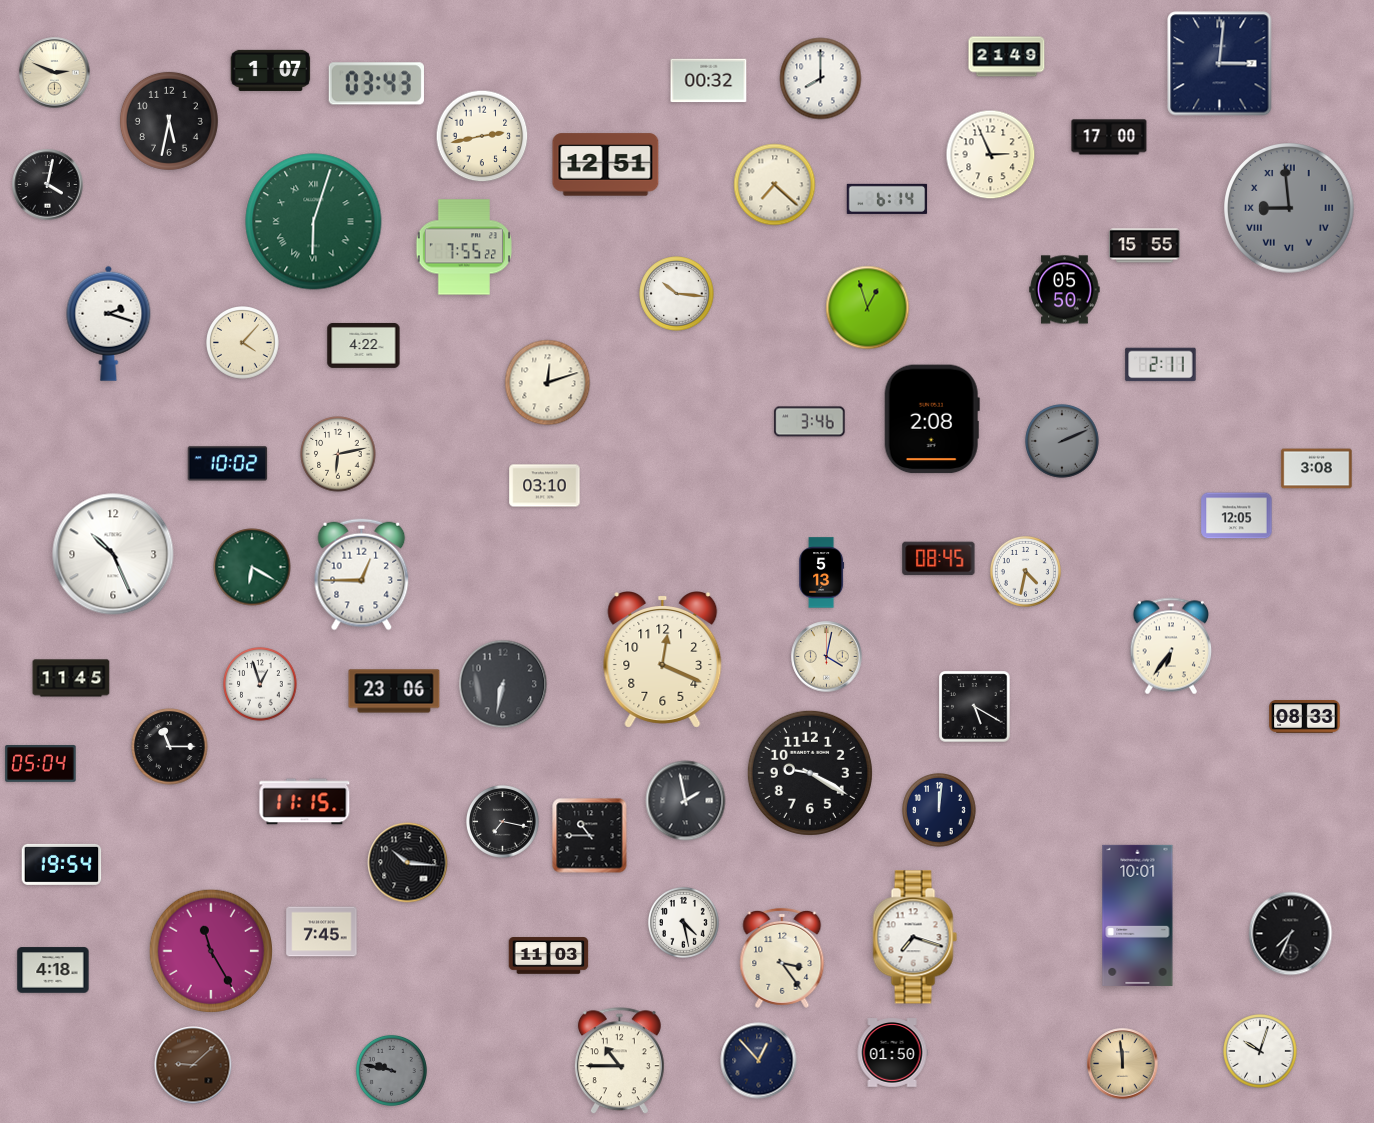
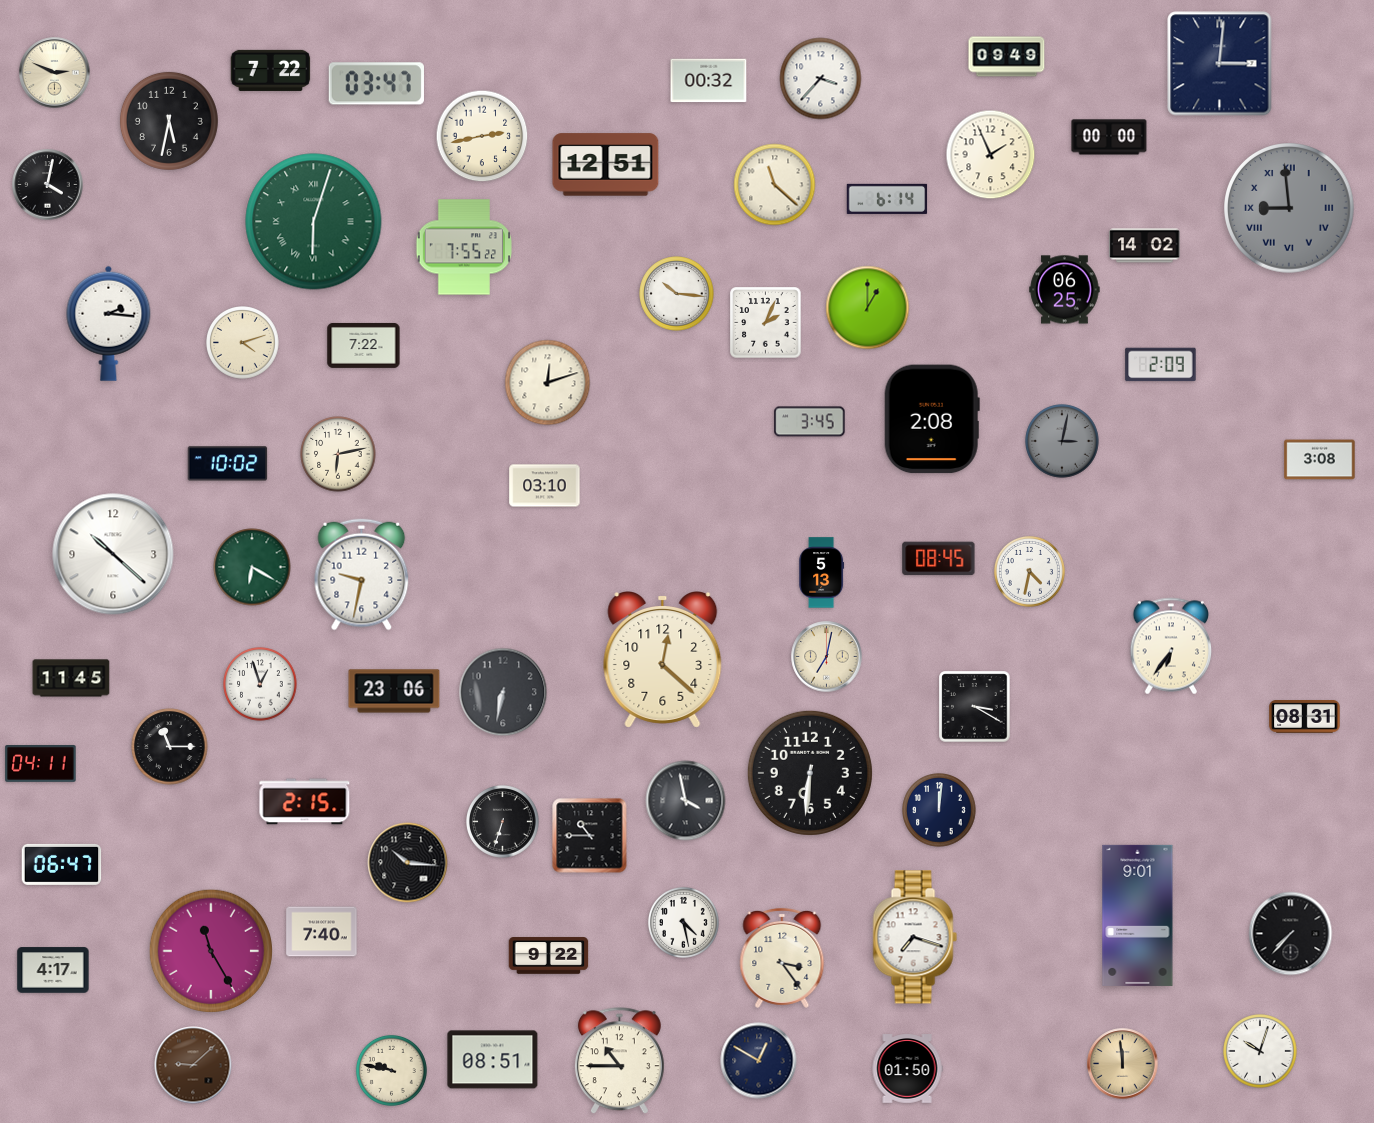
clock at (1007, 57): 21:49 -> 09:49
clock at (271, 70): 1:07 -> 7:22
clock at (821, 79): 8:00 -> 3:37
clock at (376, 84): 03:43 -> 03:47
clock at (1109, 137): 17:00 -> 00:00
clock at (991, 155): 2:56 -> 1:56
clock at (775, 185): 7:22 -> 11:22
clock at (1145, 246): 15:55 -> 14:02
clock at (1065, 290): 05:50 -> 06:25
clock at (868, 308): 12:57 -> 1:00
clock at (109, 323): 2:18 -> 2:16
clock at (766, 323): none -> 2:04
clock at (243, 343): 4:07 -> 4:12
clock at (364, 345): 4:22 -> 7:22
clock at (1161, 365): 2:11 -> 2:09
clock at (810, 422): 3:46 -> 3:45
clock at (1062, 441): 2:11 -> 3:02
clock at (1317, 469) position: (1317, 469) -> (1320, 460)
clock at (1237, 516): 12:05 -> none
clock at (113, 554): 10:26 -> 10:22
clock at (1025, 571) position: (1025, 571) -> (1029, 571)
clock at (362, 575): 12:45 -> 9:32
clock at (827, 657): 4:02 -> 7:02
clock at (663, 660): 12:19 -> 12:22
clock at (503, 684) position: (503, 684) -> (503, 692)
clock at (975, 707): 5:20 -> 3:20
clock at (1305, 717): 08:33 -> 08:31
clock at (41, 764): 05:04 -> 04:11
clock at (810, 773): 9:20 -> 6:31
clock at (686, 801): 1:58 -> 3:58
clock at (305, 802): 11:15 -> 2:15
clock at (503, 822): 7:17 -> 6:33
clock at (62, 864): 19:54 -> 06:47
clock at (1138, 915): 10:01 -> 9:01
clock at (322, 932): 7:45 -> 7:40
clock at (1291, 934): 7:34 -> 7:37
clock at (549, 956): 11:03 -> 9:22
clock at (53, 970): 4:18 -> 4:17
clock at (892, 1053) position: (892, 1053) -> (907, 1069)
clock at (493, 1060): none -> 08:51
clock at (759, 1061): 12:53 -> 12:50
clock at (391, 1070) dial: grey -> cream
